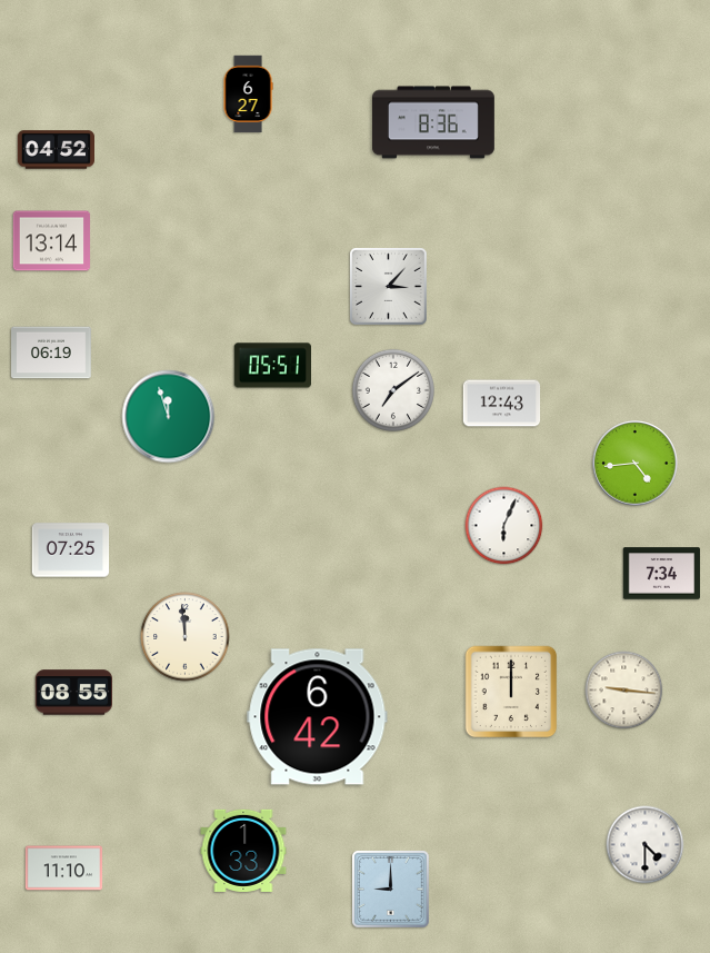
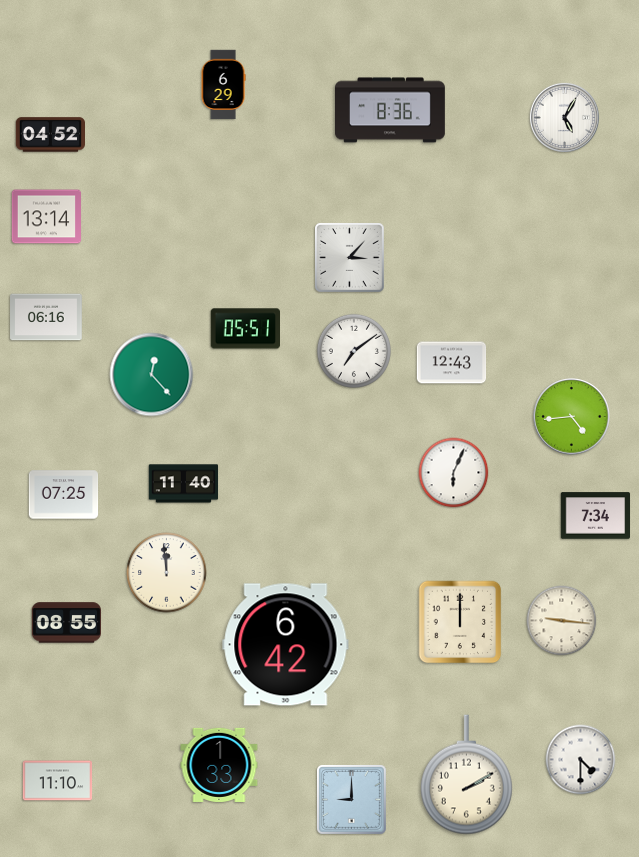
clock at (248, 95): 6:27 -> 6:29
clock at (564, 117): none -> 5:05
clock at (51, 353): 06:19 -> 06:16
clock at (169, 417): 11:57 -> 12:23
clock at (184, 484): none -> 11:40
clock at (466, 775): none -> 2:10
